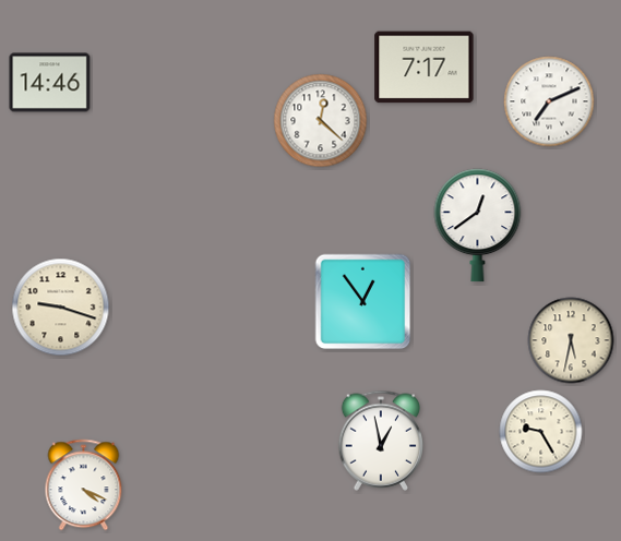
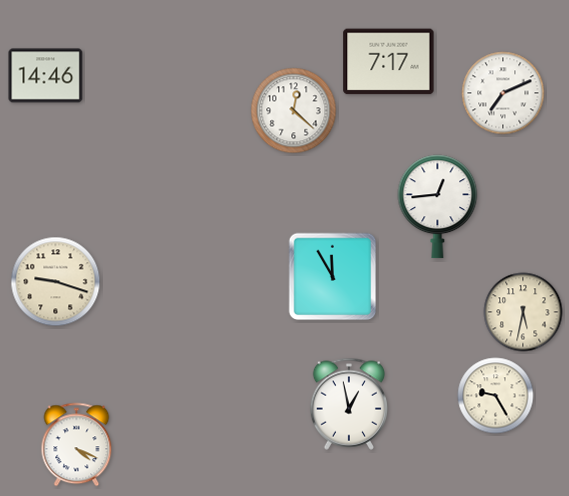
clock at (478, 226): 12:39 -> 12:44
clock at (363, 302): 12:54 -> 11:55
